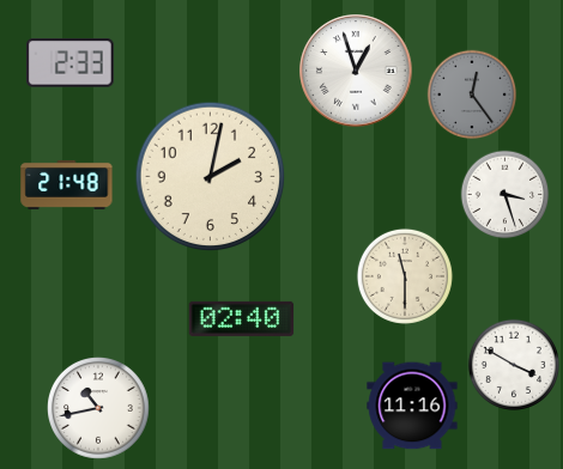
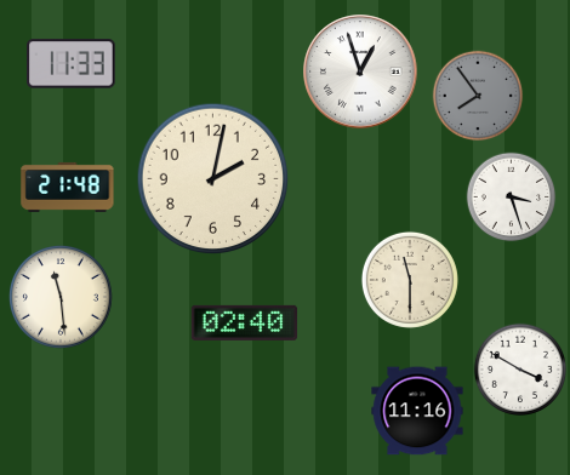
clock at (71, 63): 2:33 -> 11:33
clock at (472, 95): 12:24 -> 7:54
clock at (62, 298): none -> 11:29
clock at (99, 409): 10:43 -> none
